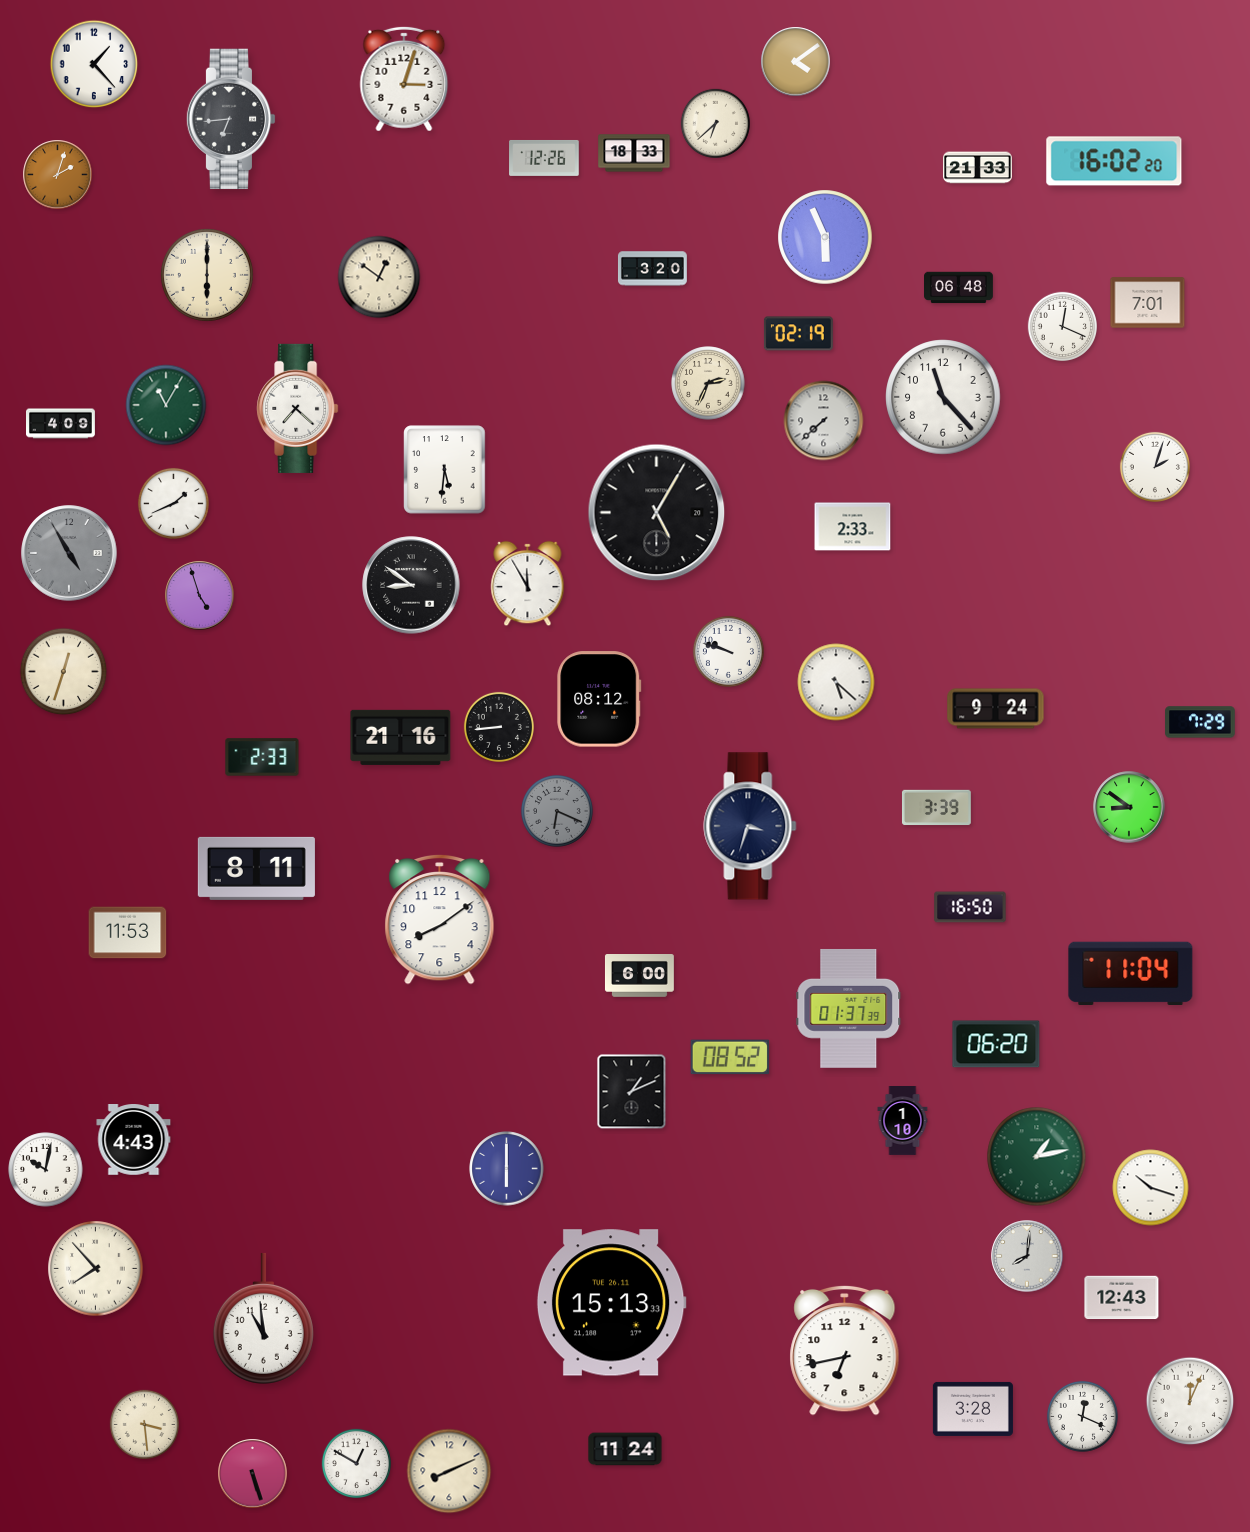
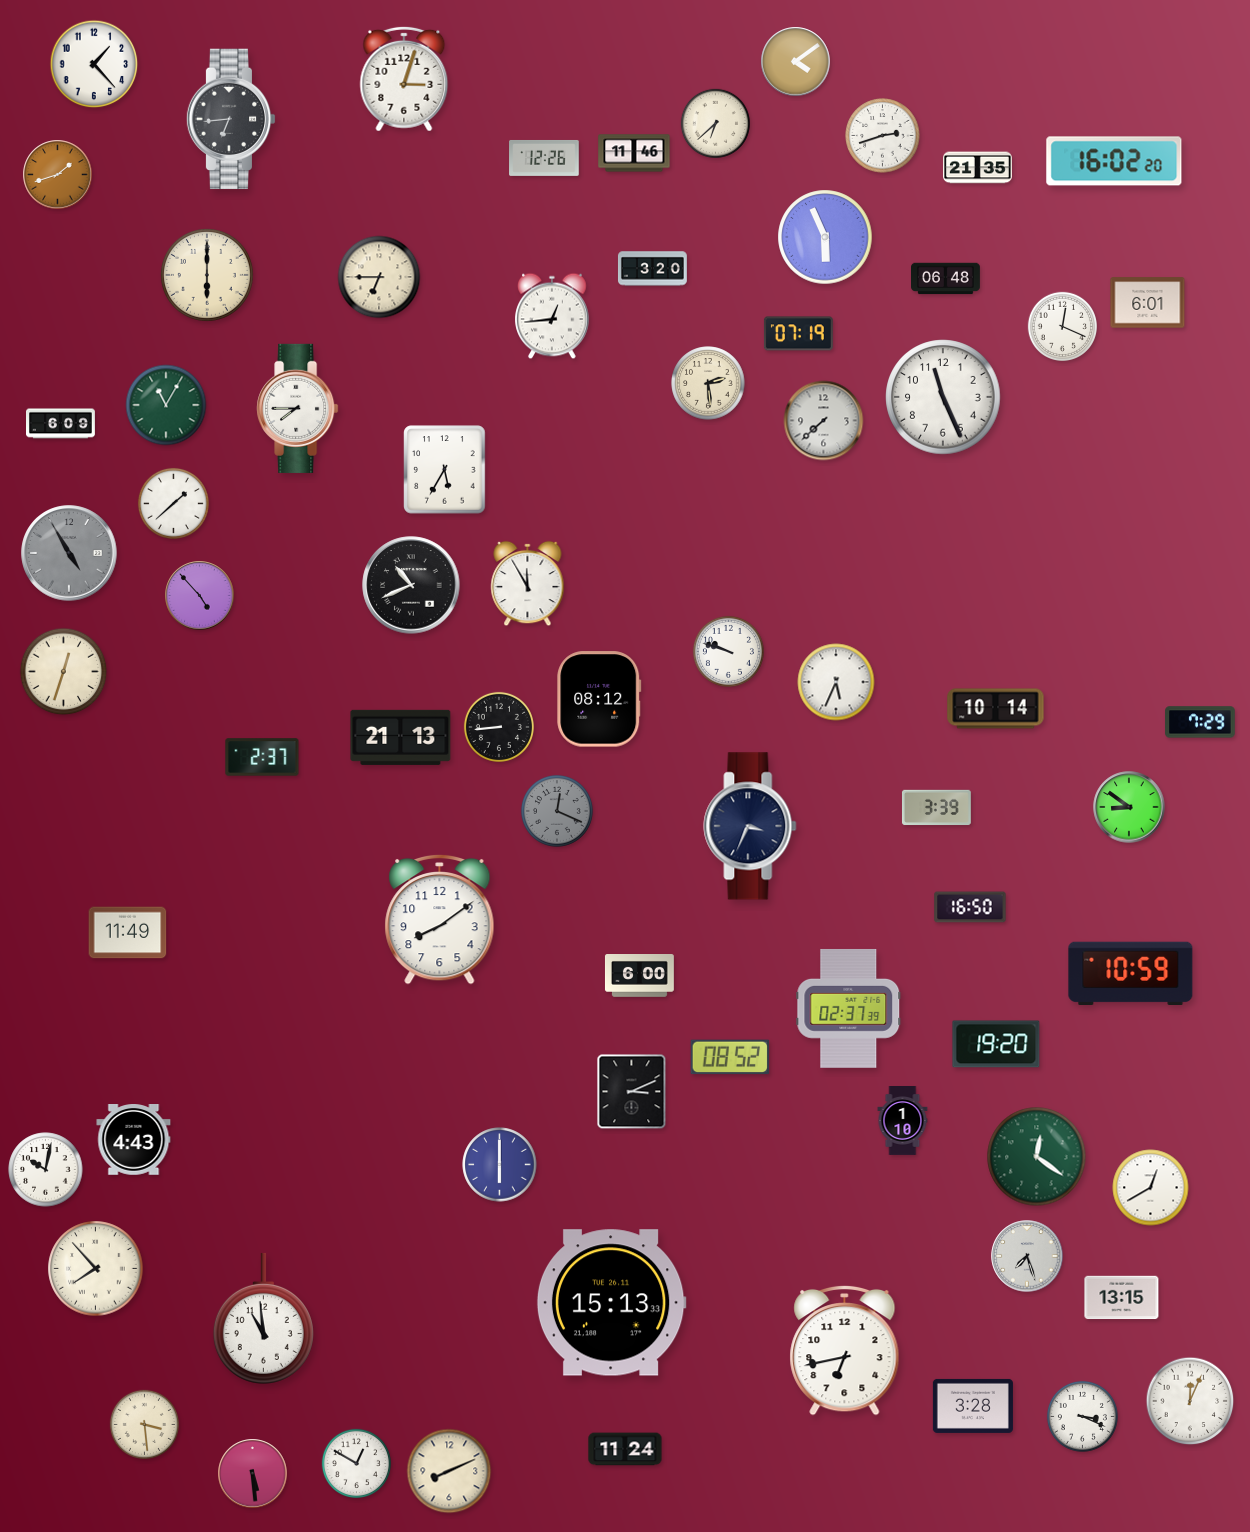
clock at (883, 136): none -> 2:42
clock at (634, 153): 18:33 -> 11:46
clock at (978, 168): 21:33 -> 21:35
clock at (58, 175): 2:03 -> 1:42
clock at (379, 277): 12:51 -> 6:45
clock at (959, 288) position: (959, 288) -> (946, 279)
clock at (1148, 303): 7:01 -> 6:01
clock at (552, 316): none -> 12:44
clock at (798, 334): 02:19 -> 07:19
clock at (708, 383): 2:34 -> 2:29
clock at (943, 397): 11:23 -> 11:26
clock at (298, 408): 7:22 -> 7:45
clock at (61, 424): 4:09 -> 6:09
clock at (1155, 467): 2:03 -> none
clock at (445, 470): 5:31 -> 5:35
clock at (173, 503): 1:41 -> 1:38
clock at (657, 513): 5:05 -> none
clock at (853, 527): 2:33 -> none
clock at (411, 585): 8:51 -> 10:41
clock at (200, 596): 4:57 -> 4:53
clock at (836, 682): 5:22 -> 5:34
clock at (996, 709): 9:24 -> 10:14
clock at (401, 737): 21:16 -> 21:13
clock at (262, 757): 2:33 -> 2:37
clock at (557, 811): 6:19 -> 12:19
clock at (750, 826): 3:33 -> 3:34
clock at (256, 868): 8:11 -> none
clock at (128, 933): 11:53 -> 11:49
clock at (1131, 973): 11:04 -> 10:59
clock at (849, 1008): 01:37 -> 02:37
clock at (996, 1044): 06:20 -> 19:20
clock at (632, 1092): 1:11 -> 3:11
clock at (1037, 1157): 1:13 -> 12:21
clock at (507, 1169) position: (507, 1169) -> (500, 1165)
clock at (1151, 1188): 10:18 -> 12:40
clock at (1027, 1256): 8:01 -> 7:27
clock at (1122, 1298): 12:43 -> 13:15
clock at (973, 1409) position: (973, 1409) -> (973, 1406)
clock at (1082, 1416): 12:19 -> 3:19
clock at (253, 1474): 5:27 -> 5:29
